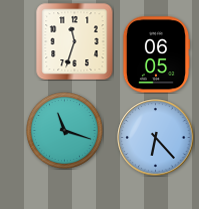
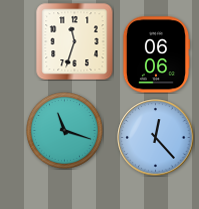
clock at (155, 55): 06:05 -> 06:06
clock at (156, 138): 6:23 -> 12:23
